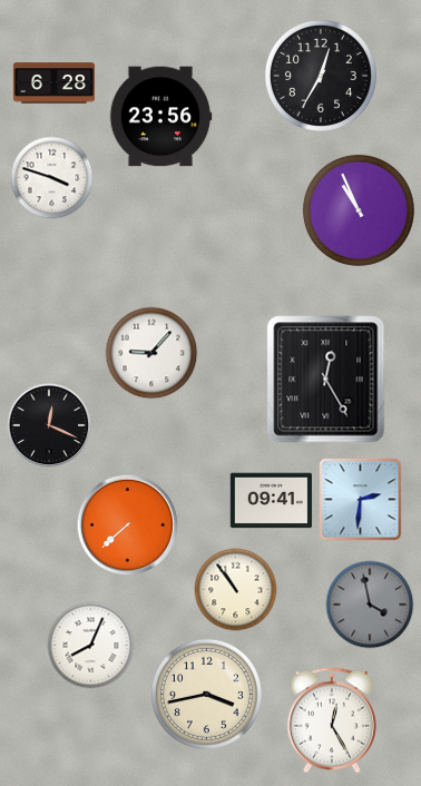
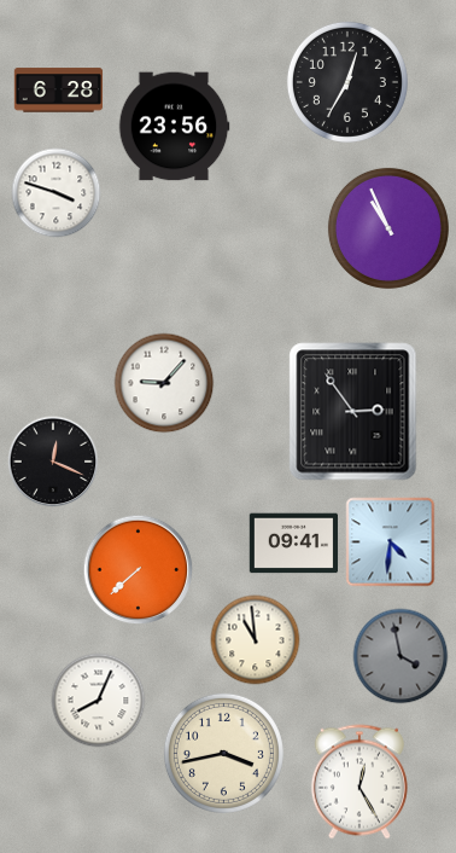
clock at (326, 380): 12:25 -> 2:54
clock at (361, 500): 2:31 -> 4:31
clock at (236, 590): 10:54 -> 10:59
